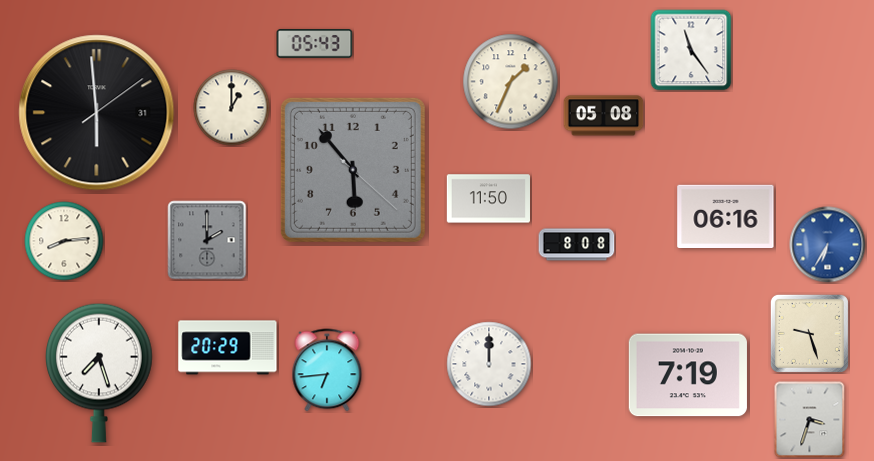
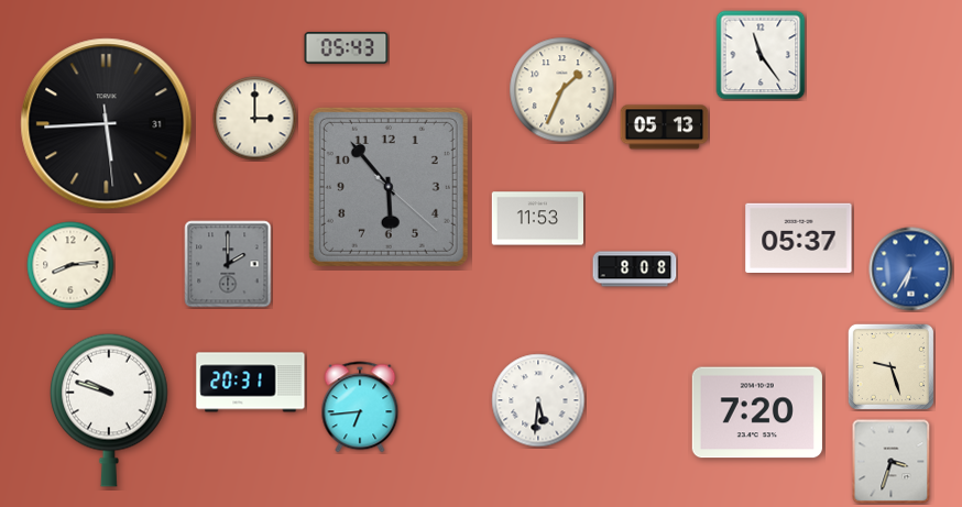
clock at (232, 108): 1:00 -> 3:00
clock at (97, 113): 5:59 -> 5:44
clock at (604, 116): 05:08 -> 05:13
clock at (488, 199): 11:50 -> 11:53
clock at (726, 216): 06:16 -> 05:37
clock at (228, 348): 20:29 -> 20:31
clock at (489, 364): 12:00 -> 5:31
clock at (100, 373): 7:27 -> 9:48
clock at (688, 375): 7:19 -> 7:20
